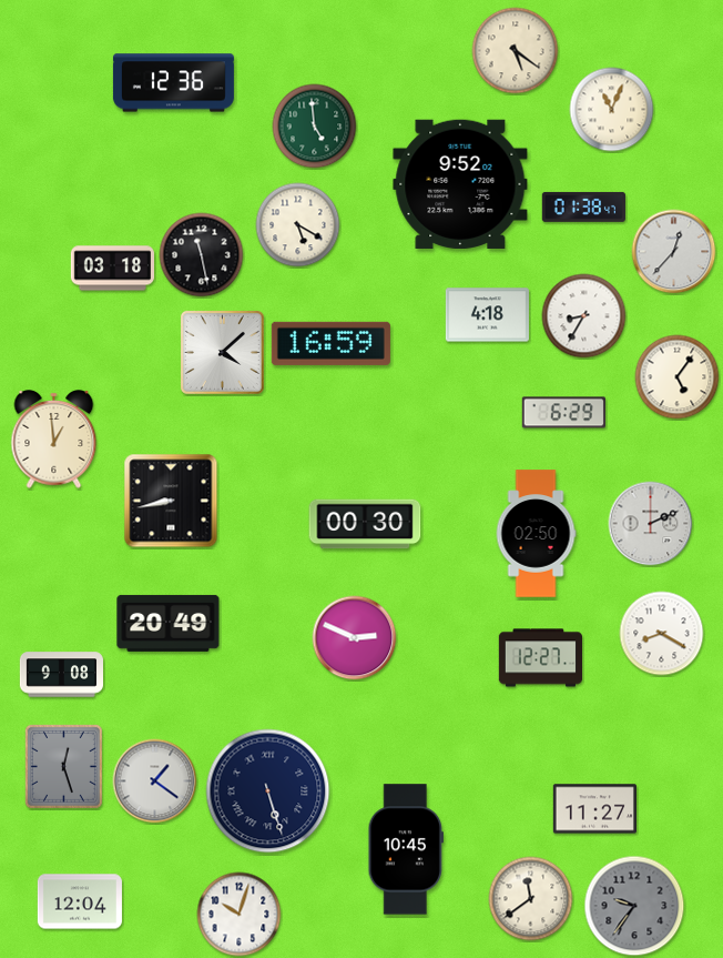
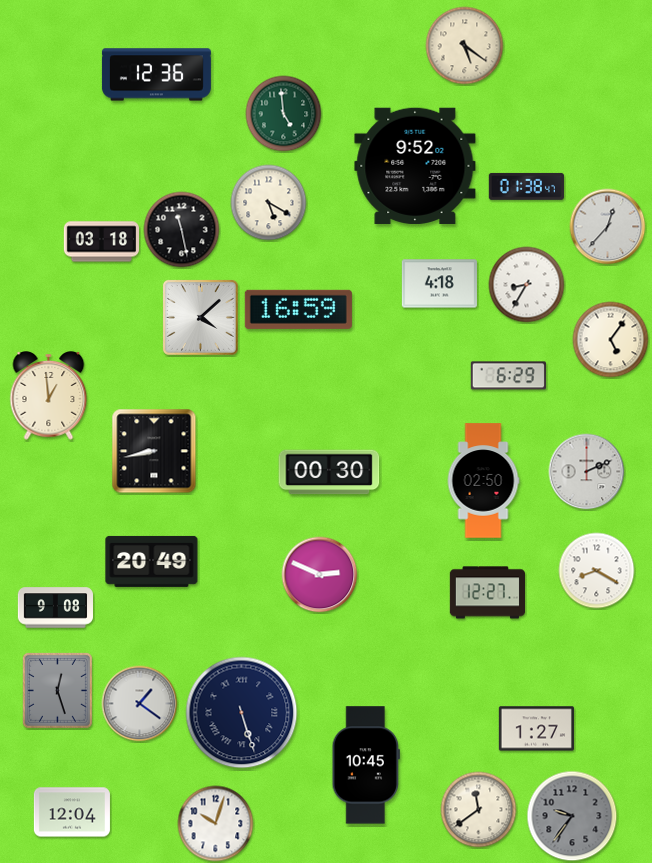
clock at (612, 110): 11:04 -> none
clock at (563, 413) position: (563, 413) -> (508, 376)
clock at (594, 809): 11:27 -> 1:27
